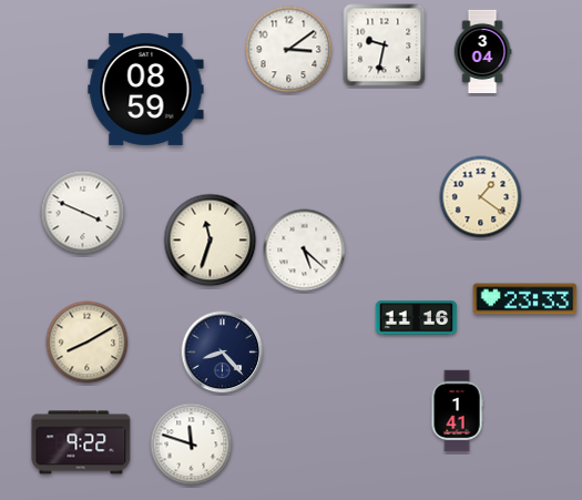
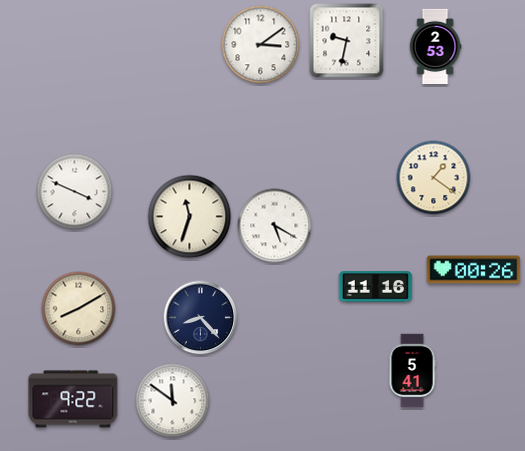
clock at (482, 51): 3:04 -> 2:53
clock at (146, 89): 08:59 -> none
clock at (305, 251): 5:22 -> 5:20
clock at (525, 299): 23:33 -> 00:26
clock at (457, 411): 1:41 -> 5:41
clock at (192, 445): 11:48 -> 11:51
